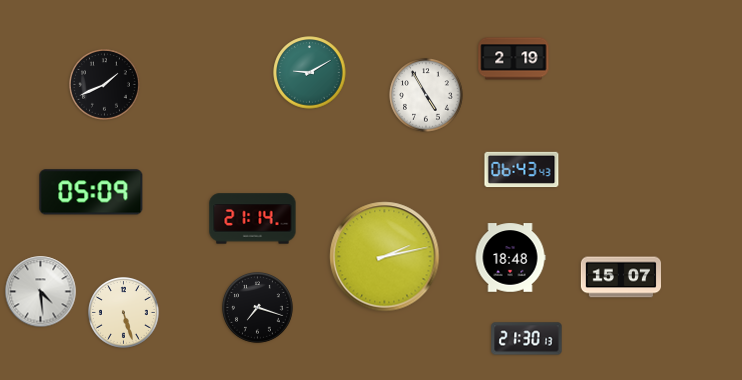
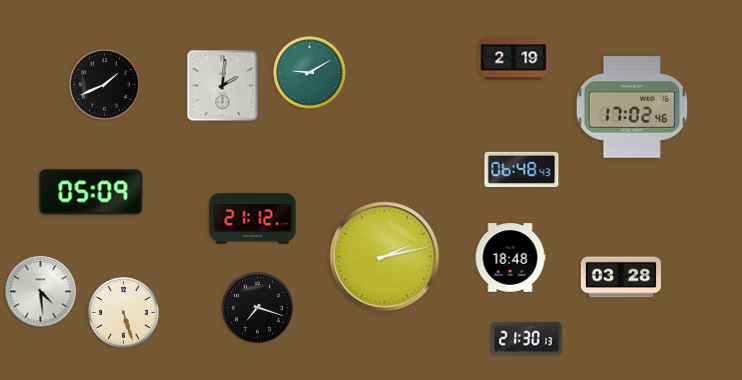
clock at (223, 86): none -> 2:01
clock at (426, 95): 4:55 -> none
clock at (632, 107): none -> 17:02
clock at (522, 170): 06:43 -> 06:48
clock at (253, 219): 21:14 -> 21:12
clock at (620, 277): 15:07 -> 03:28
